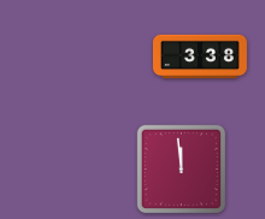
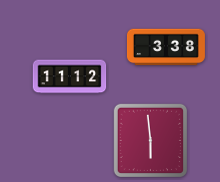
clock at (70, 77): none -> 11:12
clock at (181, 168): 11:59 -> 5:59
